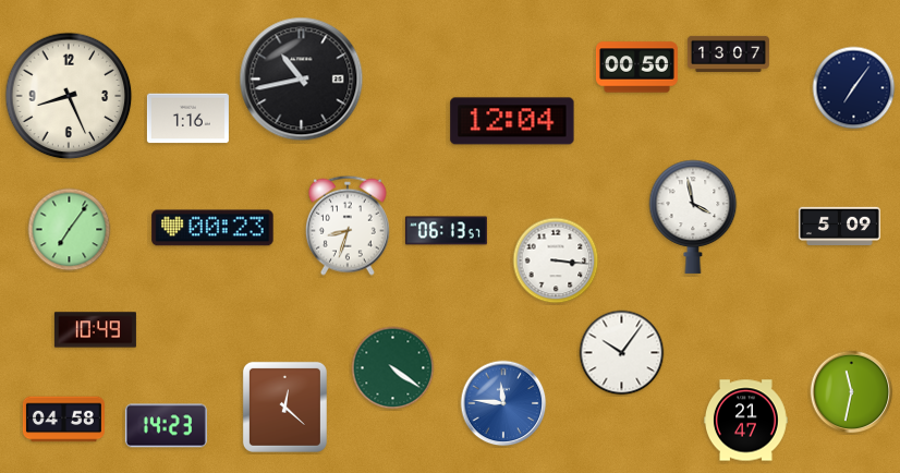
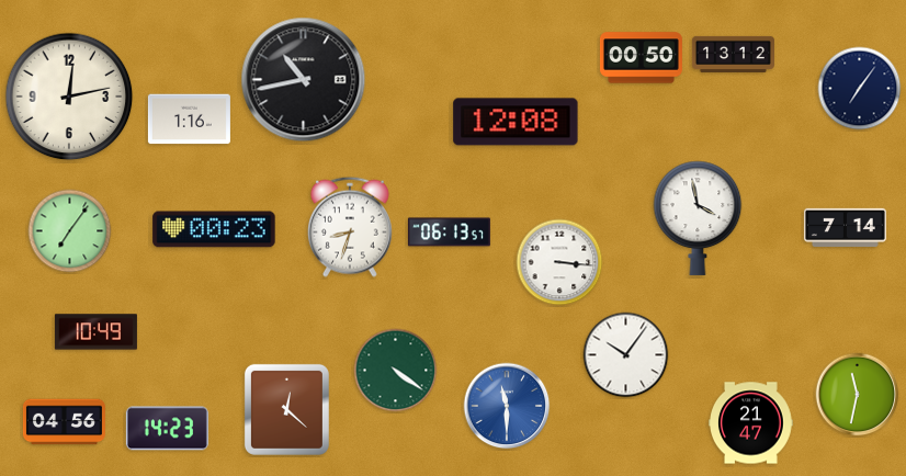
clock at (728, 53): 13:07 -> 13:12
clock at (636, 68) position: (636, 68) -> (641, 58)
clock at (69, 96): 8:26 -> 12:13
clock at (512, 121): 12:04 -> 12:08
clock at (839, 227): 5:09 -> 7:14
clock at (503, 403): 11:46 -> 11:30
clock at (63, 420): 04:58 -> 04:56
